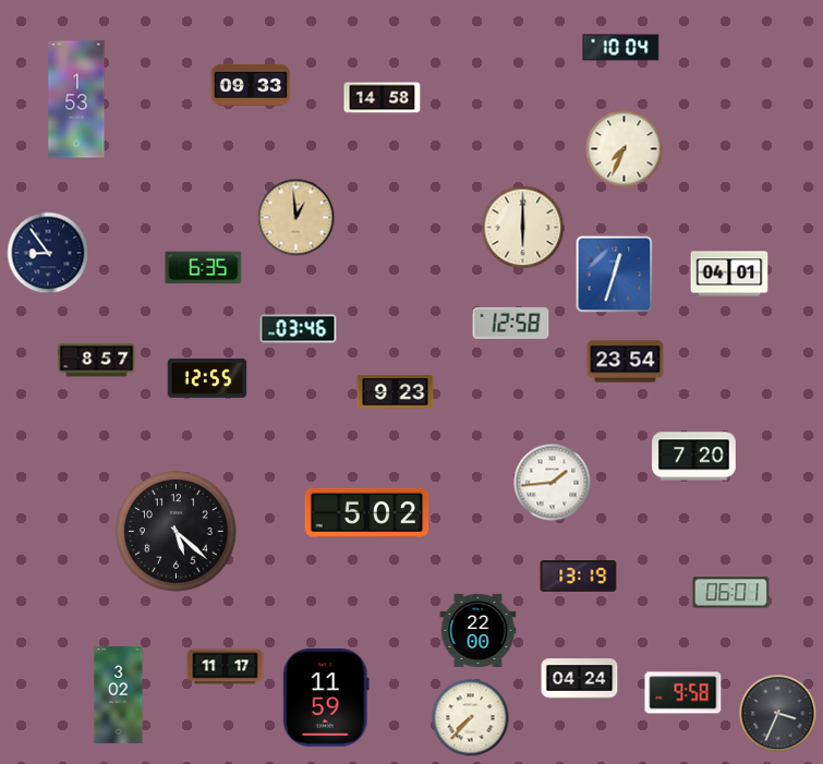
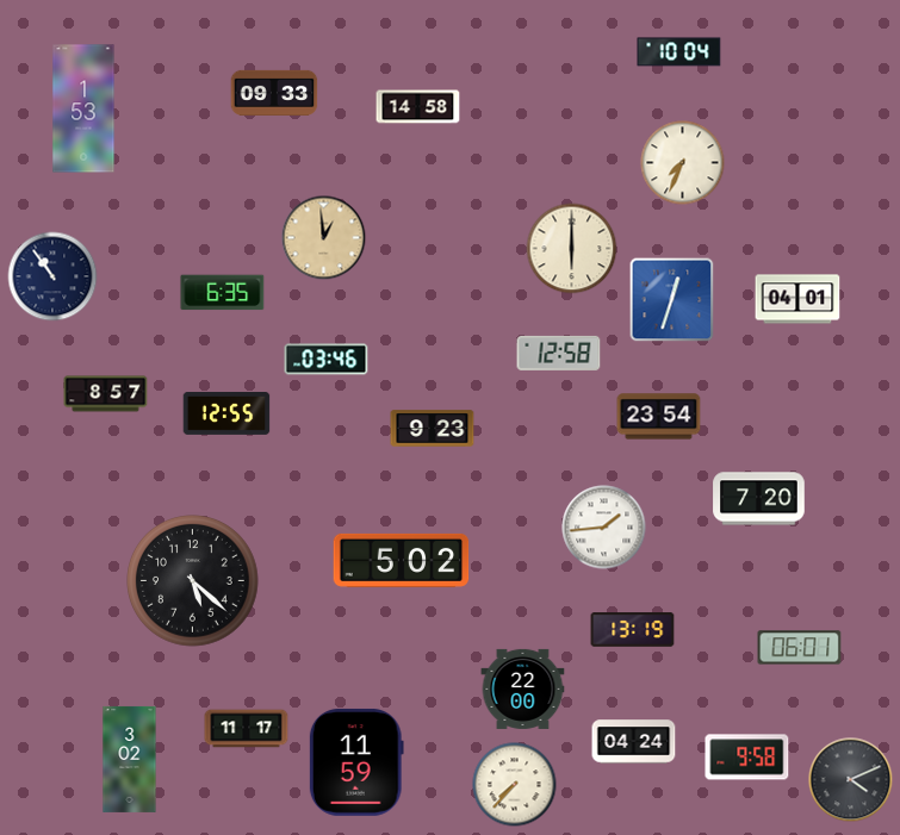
clock at (48, 253): 8:54 -> 10:54
clock at (626, 362) position: (626, 362) -> (659, 417)
clock at (778, 714): 3:34 -> 4:11
